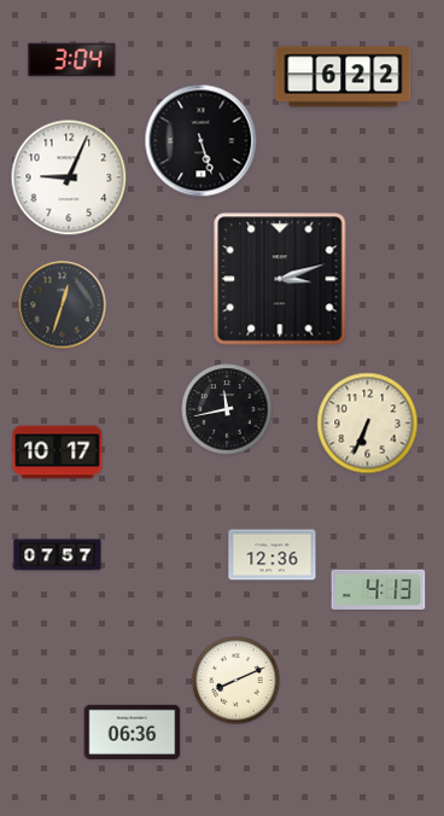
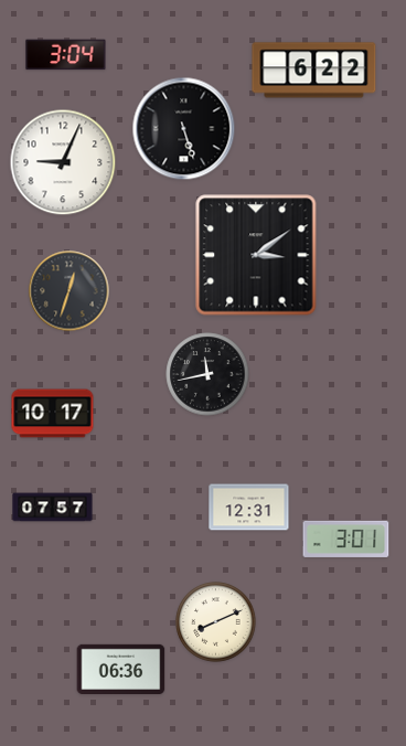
clock at (280, 279): 3:12 -> 3:09
clock at (63, 305) position: (63, 305) -> (70, 291)
clock at (368, 424): 6:34 -> none
clock at (273, 555): 12:36 -> 12:31
clock at (379, 589): 4:13 -> 3:01
